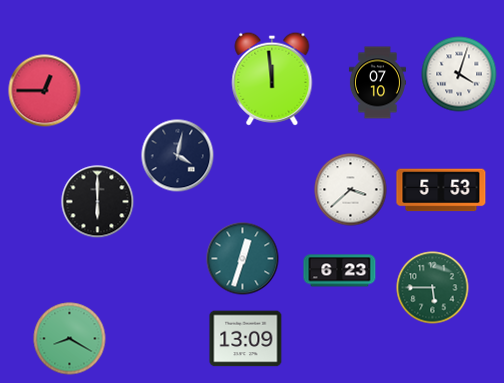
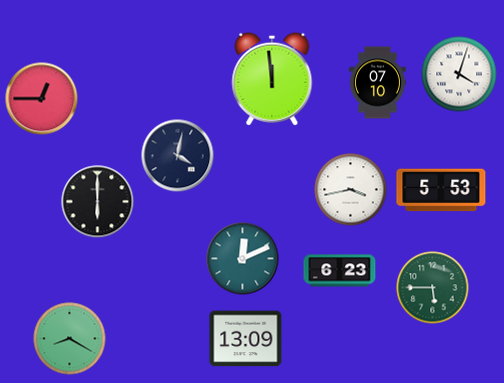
clock at (45, 91) position: (45, 91) -> (42, 99)
clock at (351, 190): 3:38 -> 3:43
clock at (243, 259): 12:33 -> 12:11
